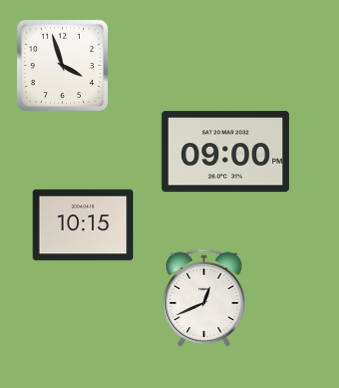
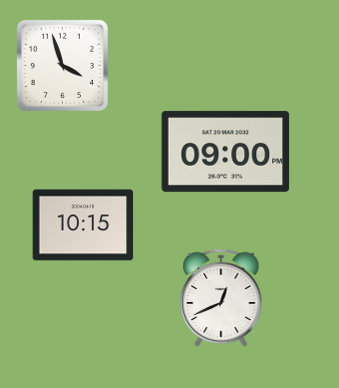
clock at (204, 298) position: (204, 298) -> (221, 298)
